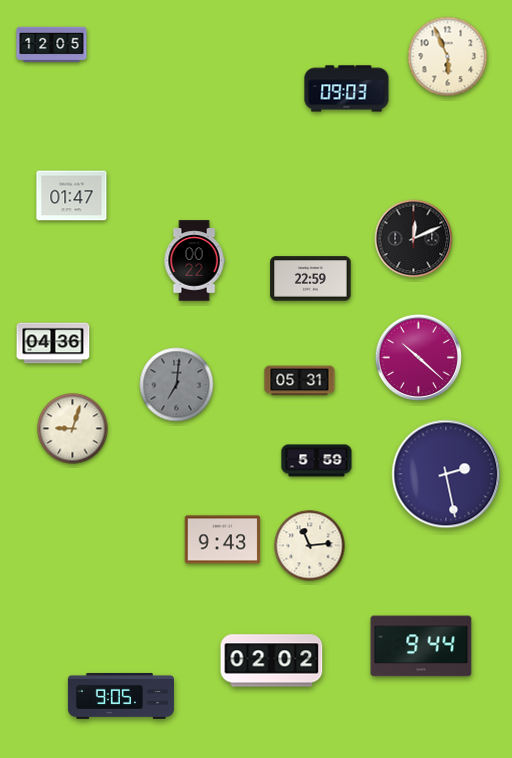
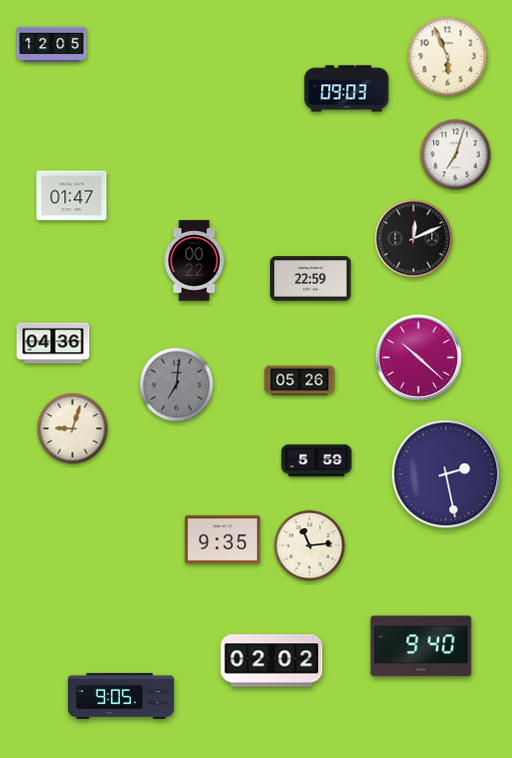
clock at (456, 155): none -> 7:03
clock at (300, 381): 05:31 -> 05:26
clock at (223, 540): 9:43 -> 9:35
clock at (421, 646): 9:44 -> 9:40
